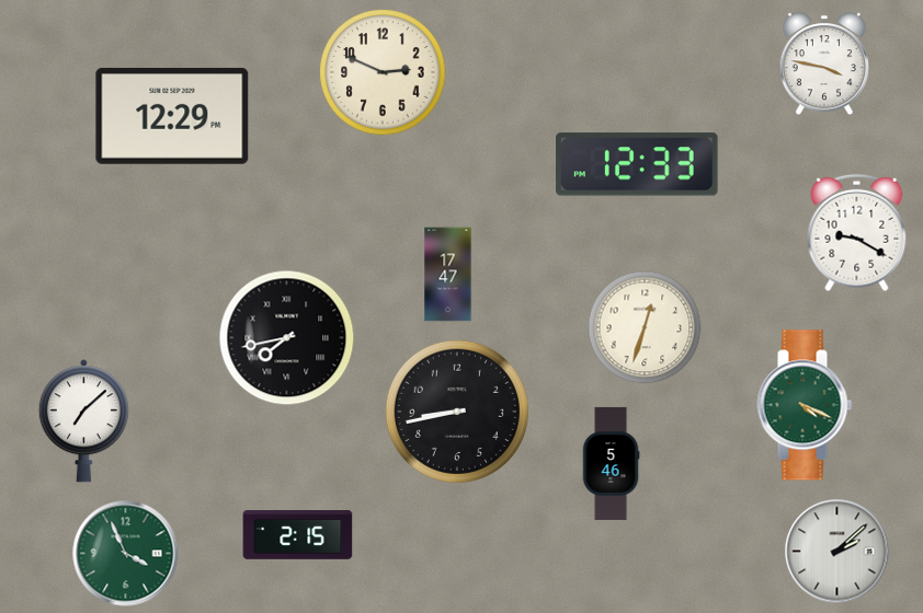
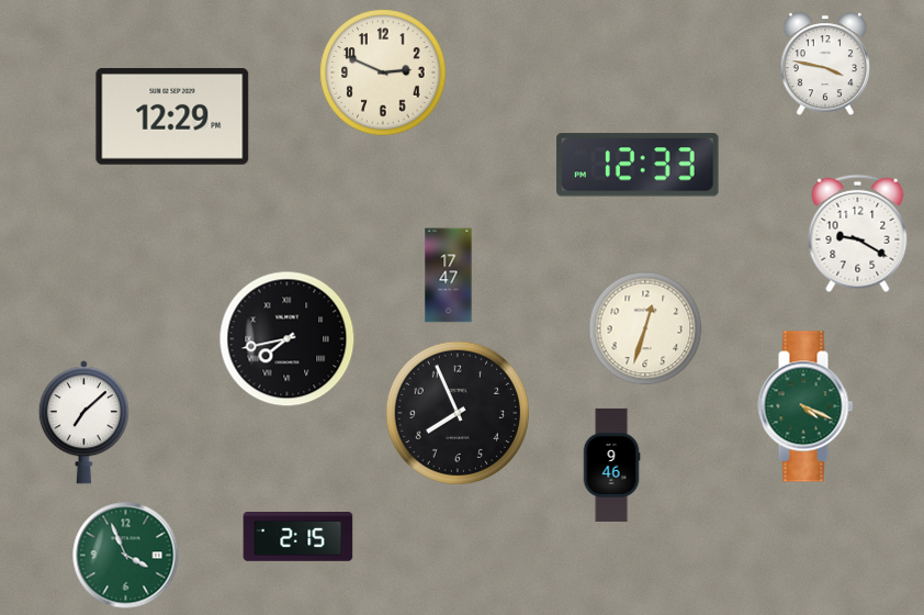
clock at (457, 412): 8:43 -> 7:56
clock at (611, 463): 5:46 -> 9:46
clock at (837, 552): 2:08 -> none
